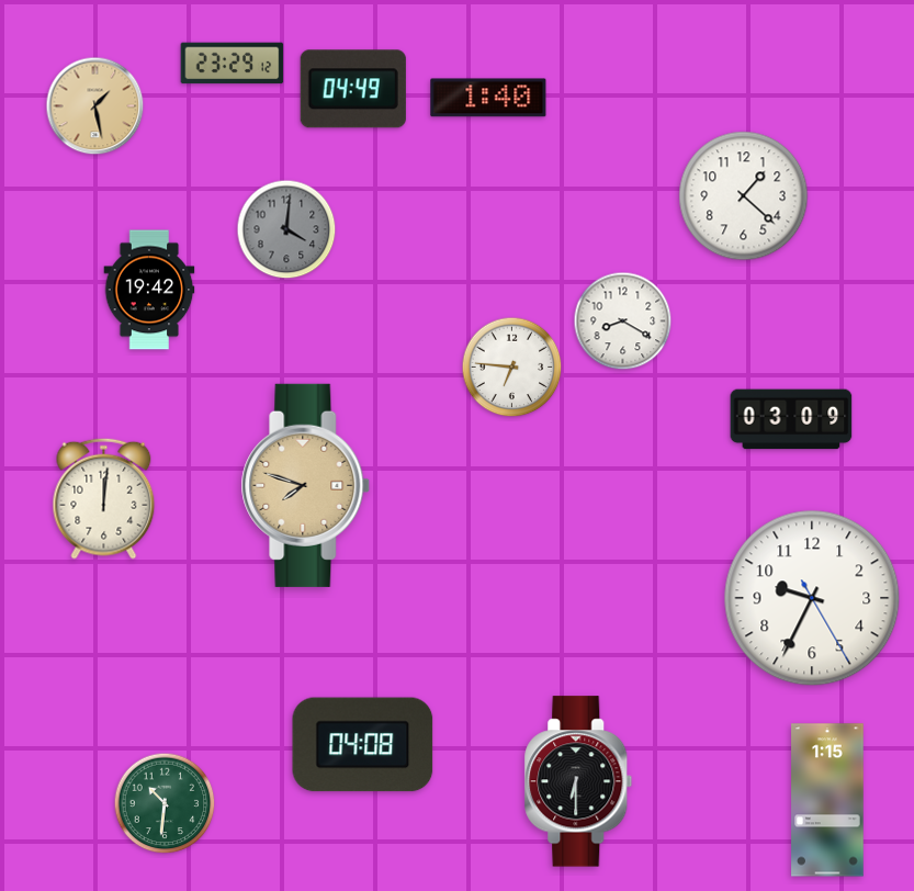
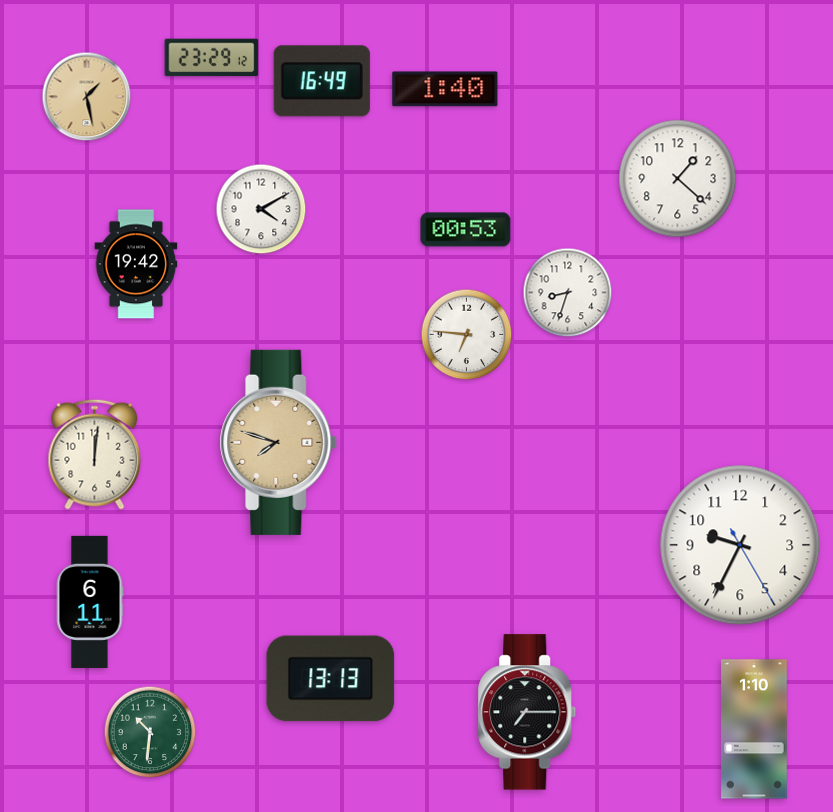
clock at (353, 89): 04:49 -> 16:49
clock at (286, 229): 4:01 -> 4:10
clock at (286, 229) dial: grey -> white
clock at (466, 230): none -> 00:53
clock at (623, 322): 8:20 -> 8:33
clock at (791, 419): 03:09 -> none
clock at (90, 602): none -> 6:11
clock at (363, 745): 04:08 -> 13:13
clock at (578, 781): 6:30 -> 7:15
clock at (827, 800): 1:15 -> 1:10
